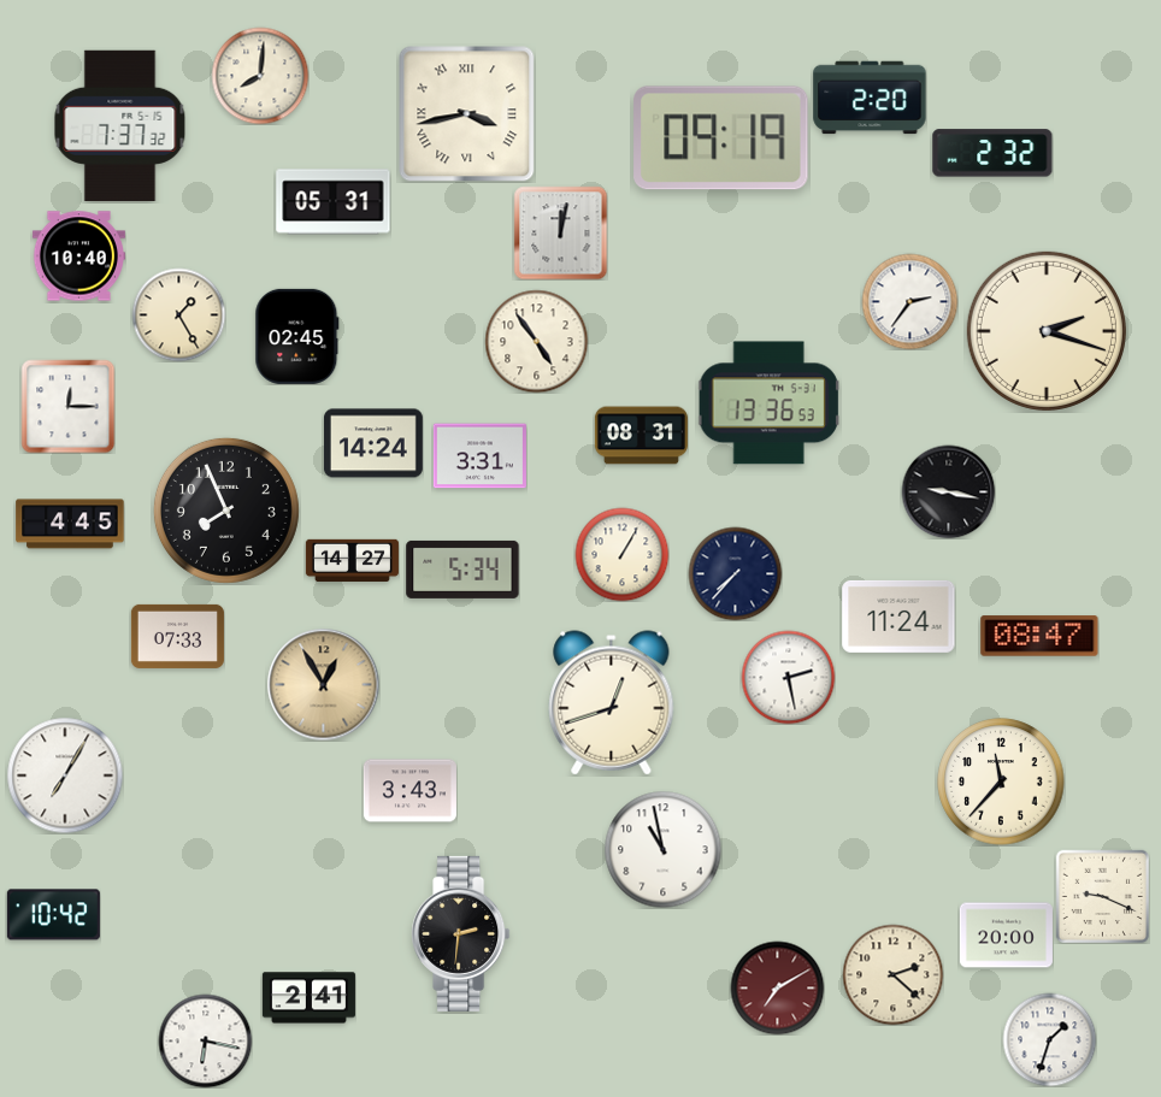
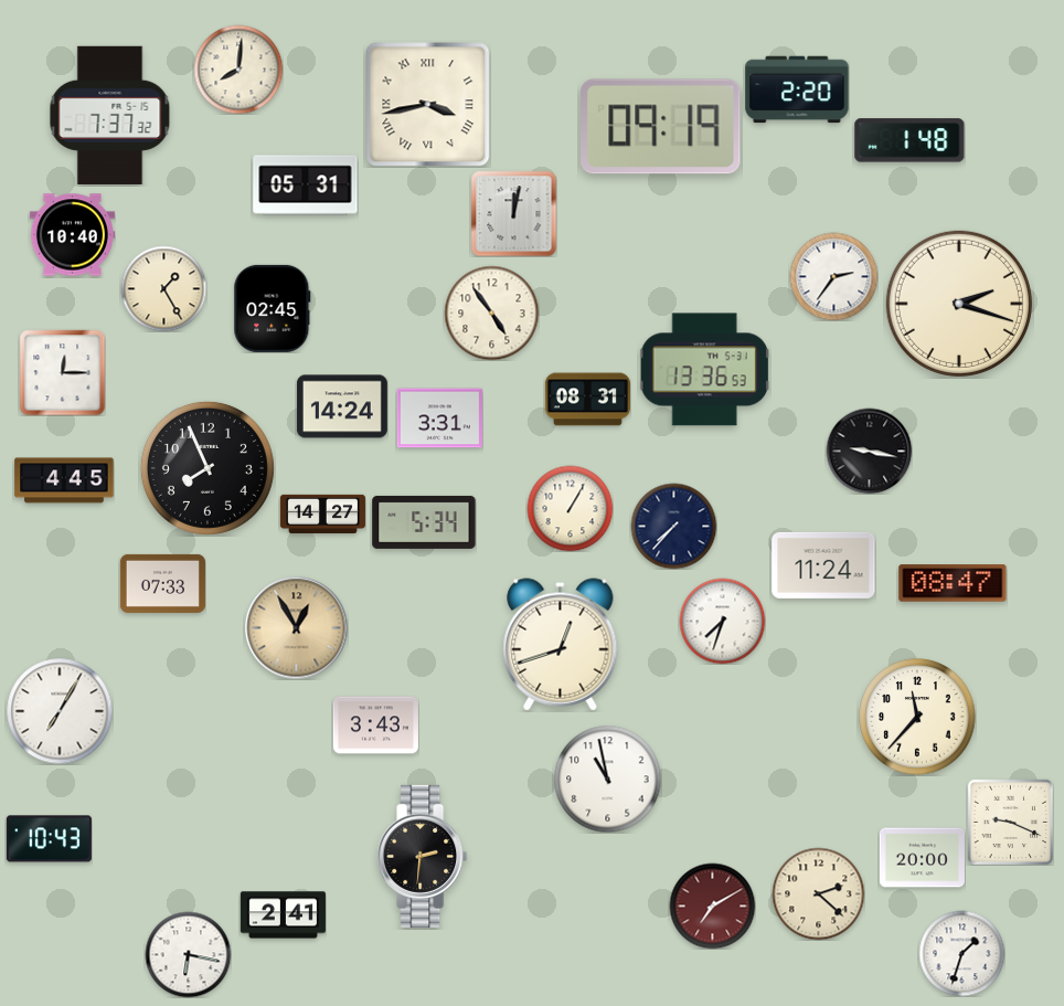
clock at (992, 153): 2:32 -> 1:48
clock at (788, 677): 2:28 -> 7:33
clock at (53, 915): 10:42 -> 10:43
